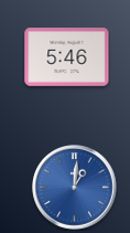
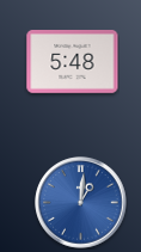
clock at (67, 57): 5:46 -> 5:48
